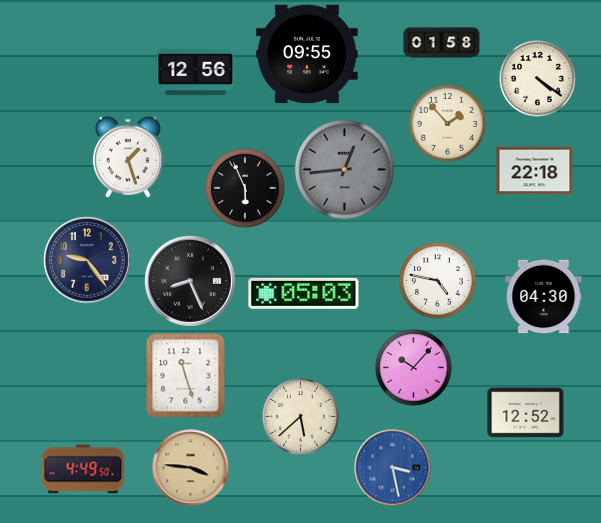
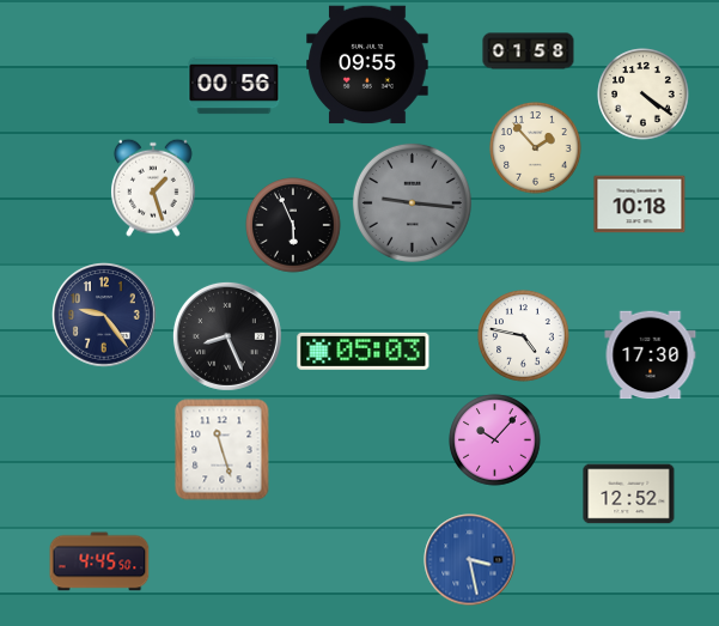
clock at (196, 72): 12:56 -> 00:56
clock at (344, 169): 12:44 -> 9:16
clock at (535, 171): 22:18 -> 10:18
clock at (88, 261) position: (88, 261) -> (105, 316)
clock at (544, 297): 04:30 -> 17:30
clock at (301, 417): 5:38 -> none
clock at (191, 468): 3:46 -> none
clock at (83, 469): 4:49 -> 4:45
